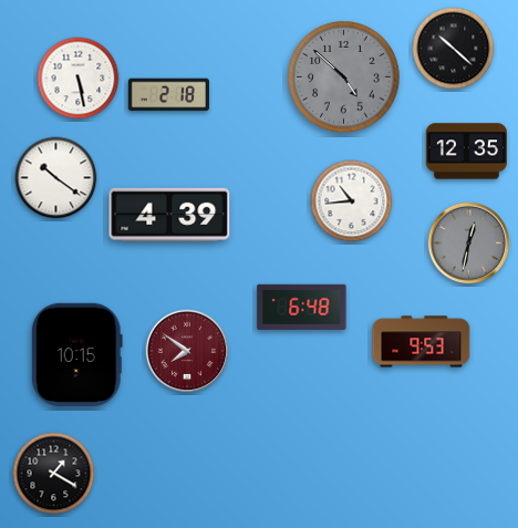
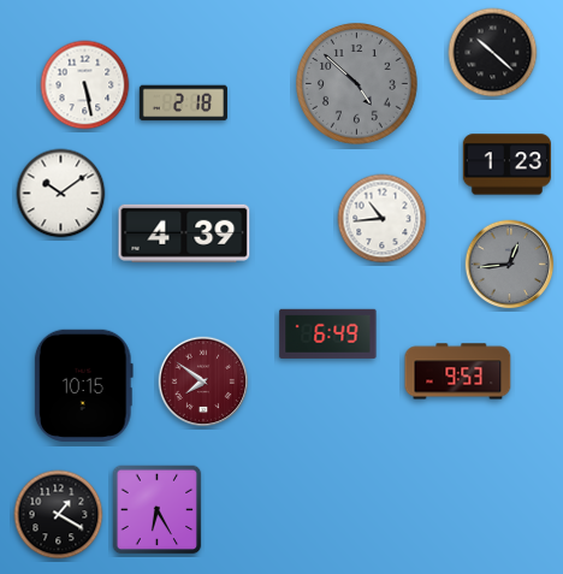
clock at (344, 77) position: (344, 77) -> (357, 84)
clock at (466, 152): 12:35 -> 1:23
clock at (56, 178): 10:21 -> 10:09
clock at (469, 244): 12:32 -> 12:44
clock at (302, 307): 6:48 -> 6:49
clock at (158, 510): none -> 6:25
